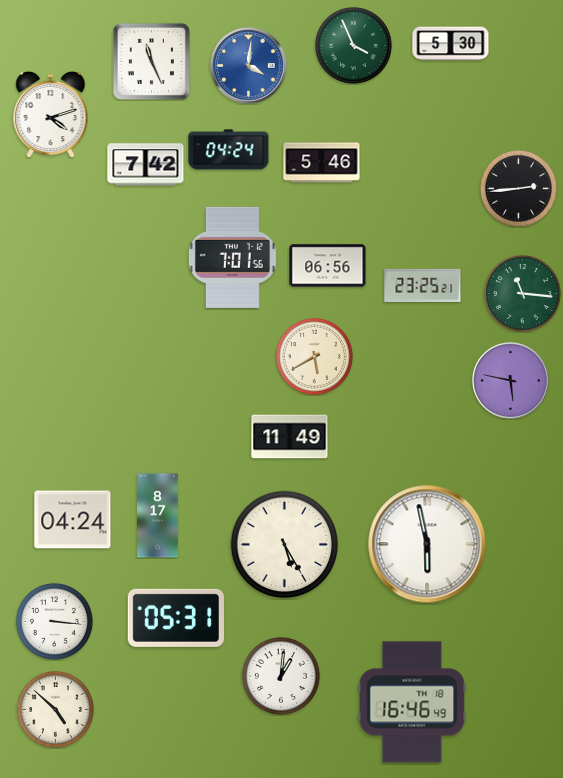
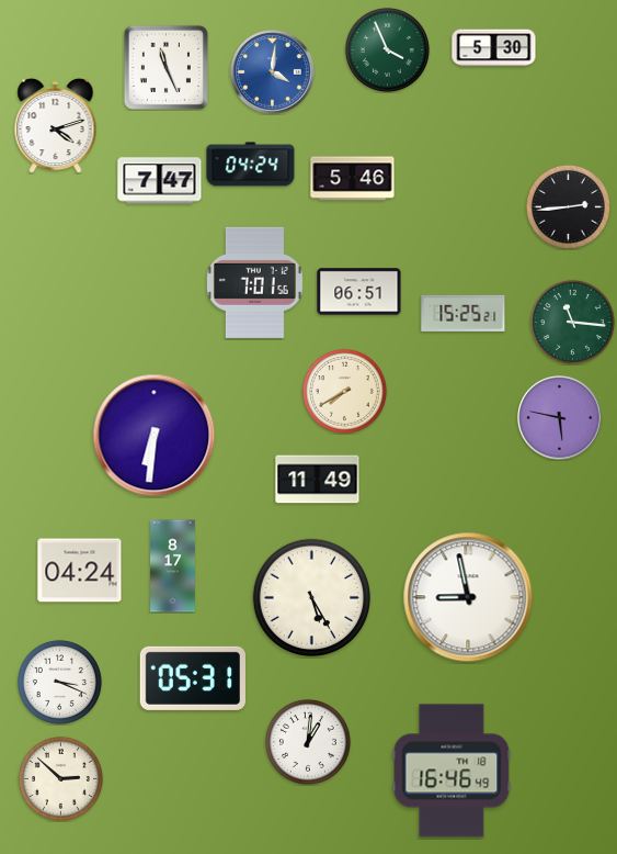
clock at (146, 165): 7:42 -> 7:47
clock at (328, 266): 06:56 -> 06:51
clock at (423, 285): 23:25 -> 15:25
clock at (314, 356): 5:40 -> 7:40
clock at (155, 436): none -> 6:31
clock at (427, 544): 5:58 -> 8:58
clock at (54, 621): 3:16 -> 3:19
clock at (55, 709): 4:52 -> 2:52
